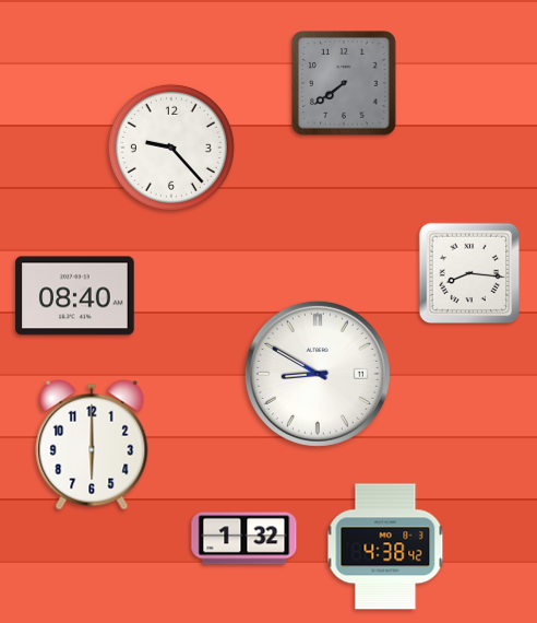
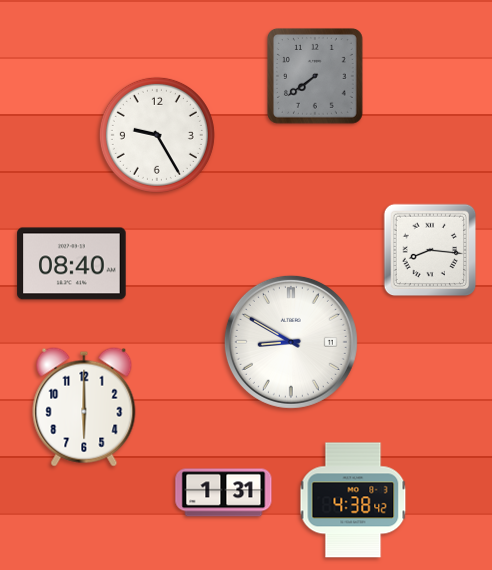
clock at (171, 148): 9:23 -> 9:25
clock at (75, 296) position: (75, 296) -> (72, 264)
clock at (244, 539): 1:32 -> 1:31
